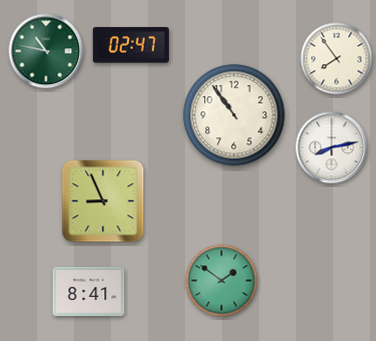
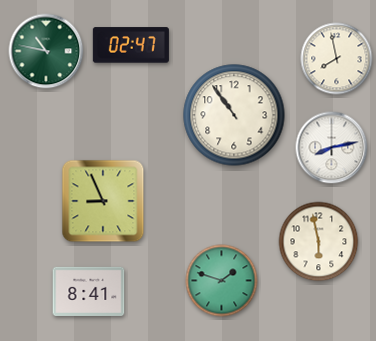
clock at (337, 59): 7:54 -> 7:58
clock at (319, 242): none -> 5:58
clock at (222, 281): 1:51 -> 1:48
